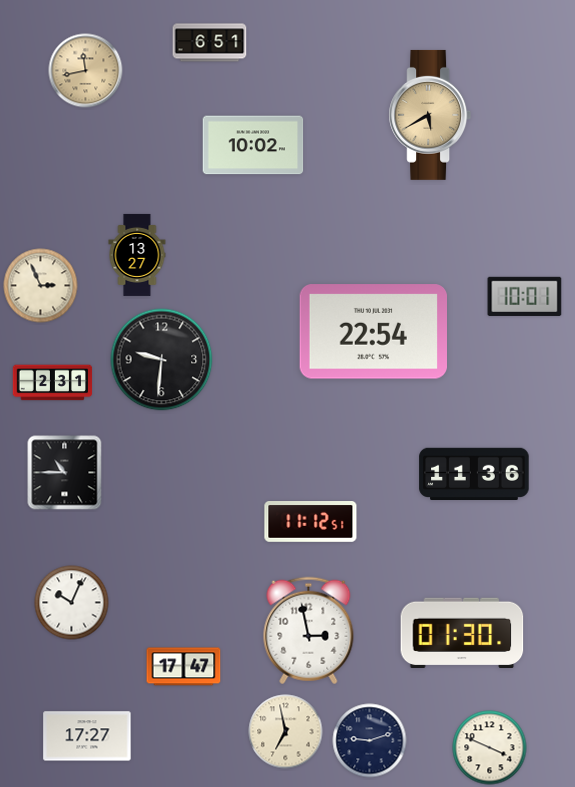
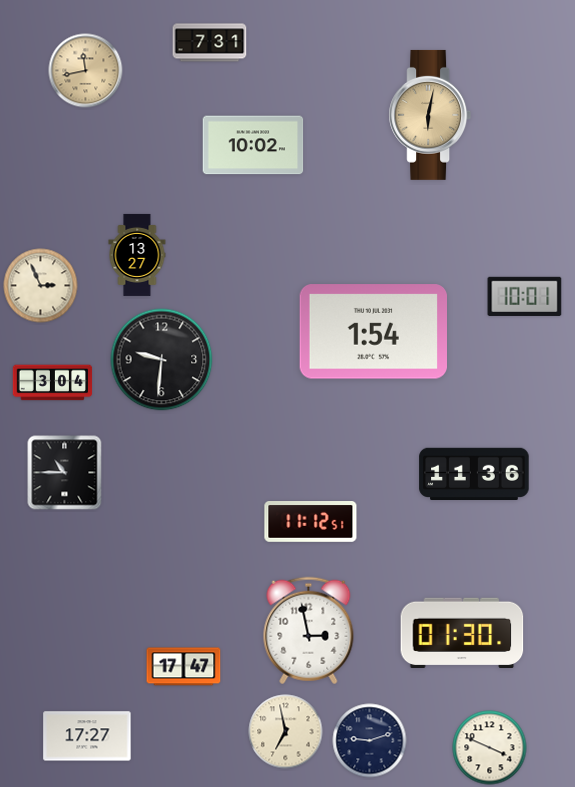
clock at (210, 43): 6:51 -> 7:31
clock at (430, 115): 5:40 -> 6:02
clock at (373, 332): 22:54 -> 1:54
clock at (53, 383): 2:31 -> 3:04
clock at (72, 603): 10:04 -> none
